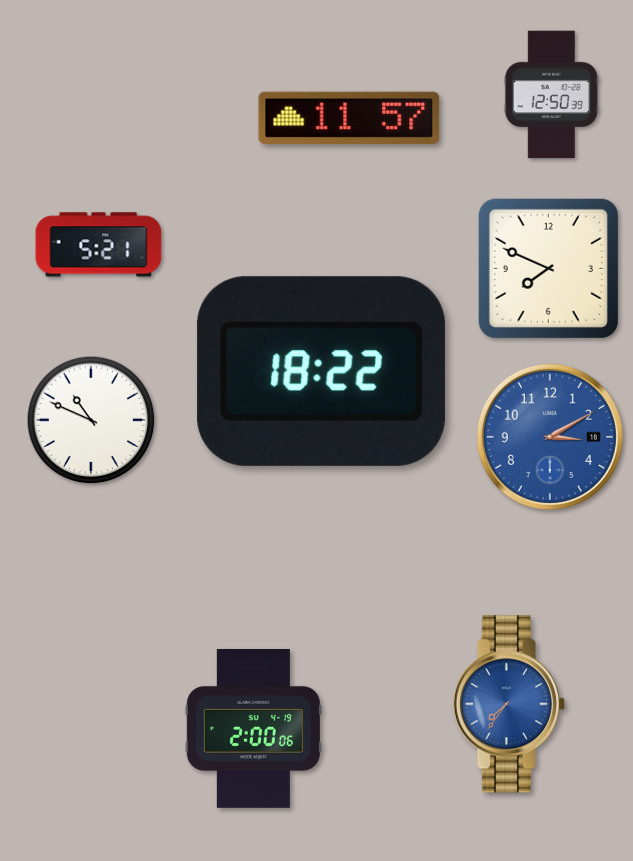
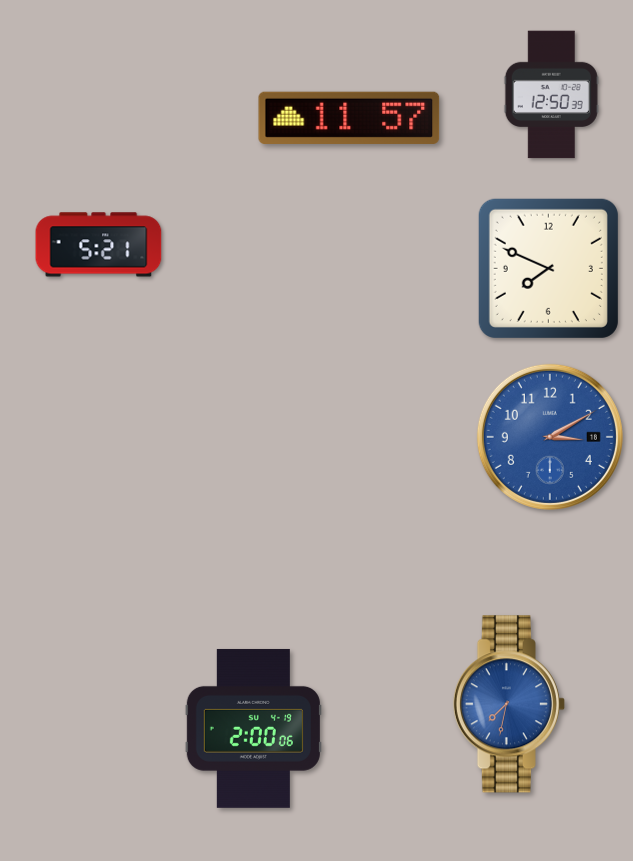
clock at (321, 371): 18:22 -> none
clock at (91, 420): 10:49 -> none
clock at (509, 704): 7:36 -> 7:32
